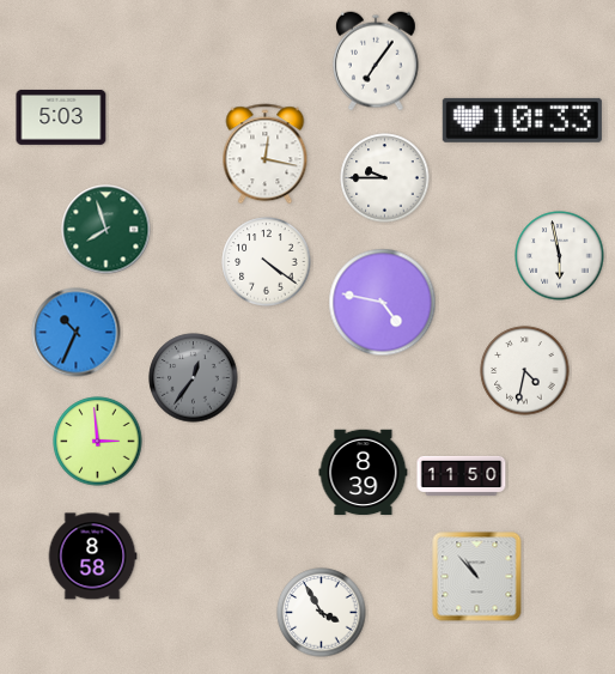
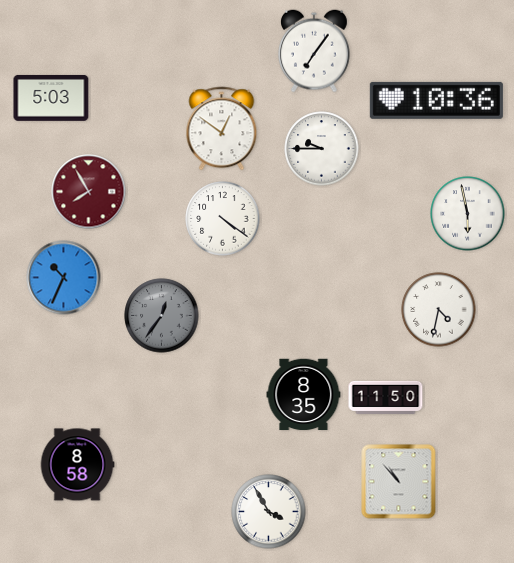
clock at (522, 120): 10:33 -> 10:36
clock at (266, 154): 12:17 -> 12:51
clock at (106, 230): 7:57 -> 7:55
clock at (106, 230) dial: green -> burgundy
clock at (383, 303): 4:47 -> none
clock at (98, 442): 2:59 -> none
clock at (364, 473): 8:39 -> 8:35
